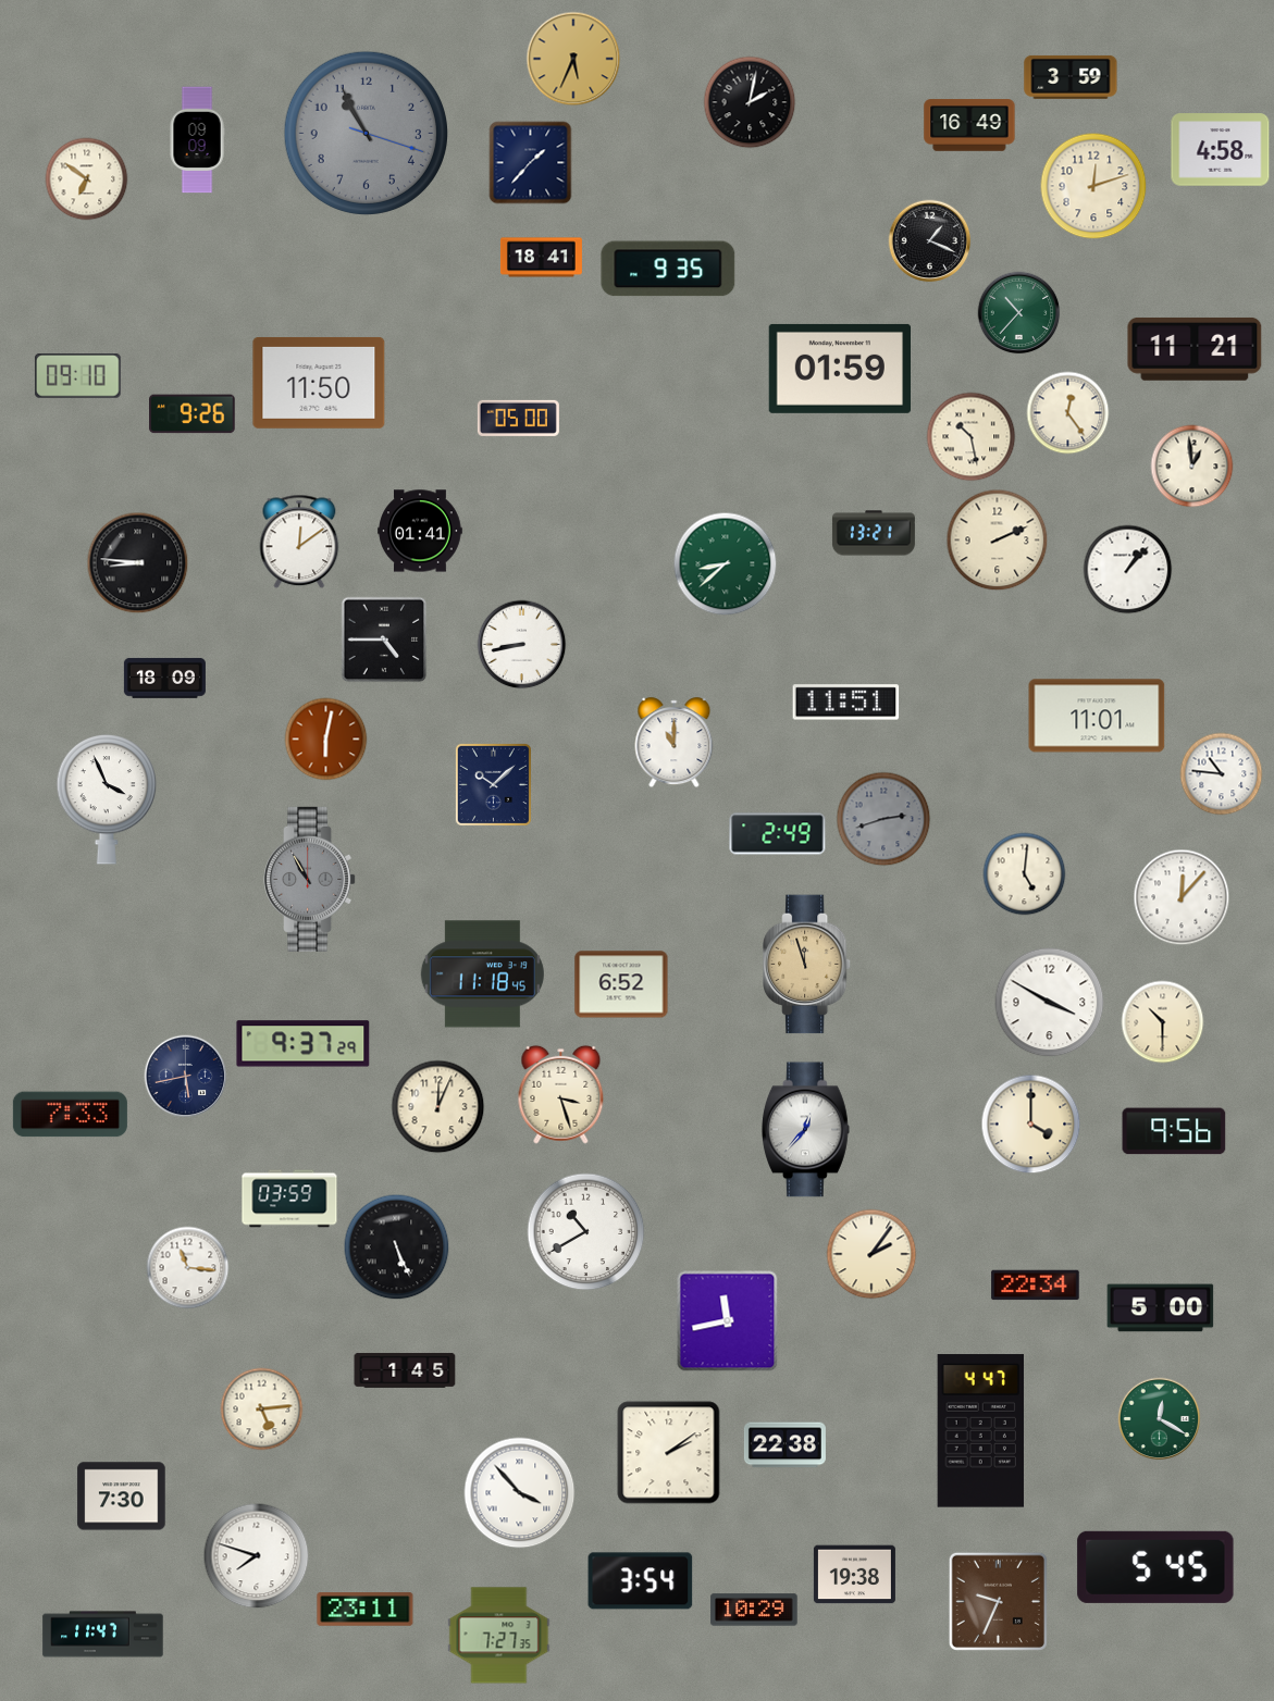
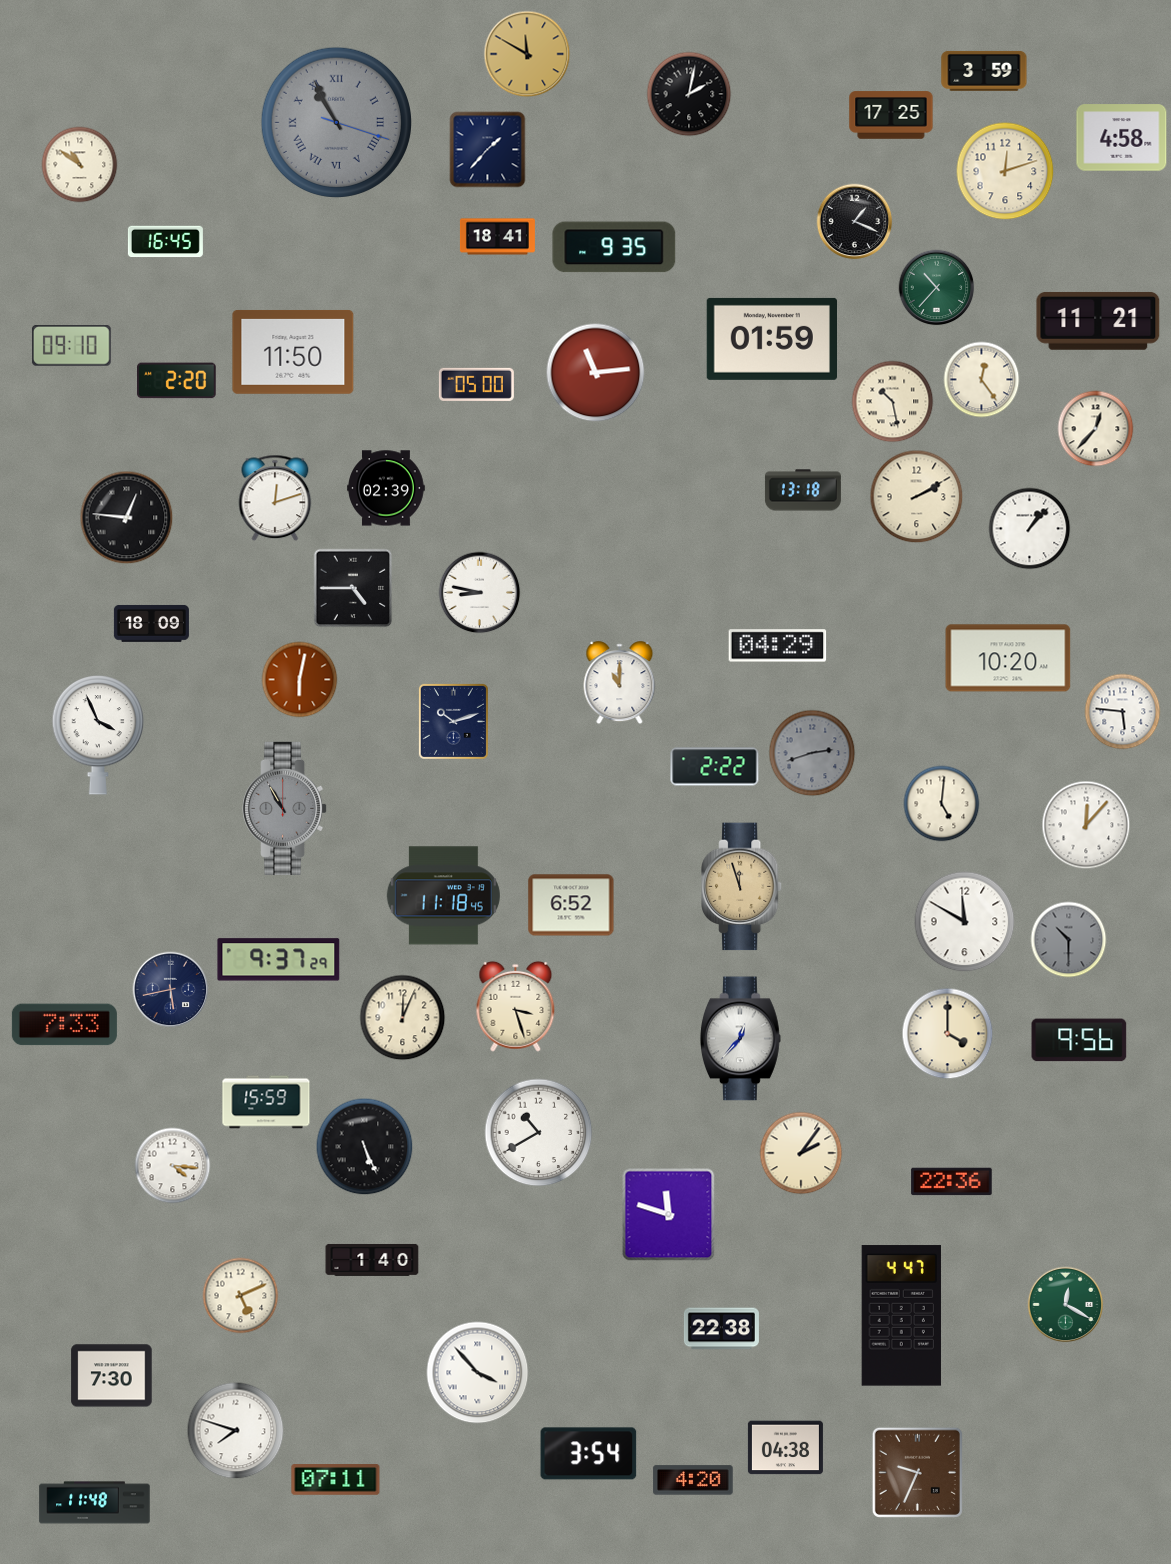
clock at (573, 59): 5:34 -> 11:50
clock at (969, 125): 16:49 -> 17:25
clock at (366, 133) numerals: Arabic -> Roman
clock at (197, 140): 09:09 -> none
clock at (87, 179): 6:51 -> 10:51
clock at (165, 242): none -> 16:45
clock at (596, 373): none -> 11:14
clock at (193, 414): 9:26 -> 2:20
clock at (1192, 467): 12:59 -> 12:37
clock at (420, 531): 01:41 -> 02:39
clock at (874, 533): 13:21 -> 13:18
clock at (998, 541): 2:11 -> 2:10
clock at (299, 542): 12:09 -> 12:12
clock at (138, 563): 8:46 -> 12:46
clock at (726, 564): 8:38 -> none
clock at (1128, 570) position: (1128, 570) -> (1030, 529)
clock at (522, 645): 8:43 -> 8:47
clock at (846, 703): 11:51 -> 04:29
clock at (1097, 716): 11:01 -> 10:20
clock at (1222, 774): 10:46 -> 5:46
clock at (493, 784): 10:08 -> 10:12
clock at (778, 834): 2:49 -> 2:22
clock at (1050, 1003): 3:50 -> 11:50
clock at (1163, 1022) dial: cream -> grey
clock at (289, 1199): 03:59 -> 15:59
clock at (188, 1268): 11:16 -> 4:16
clock at (1036, 1286): 22:34 -> 22:36
clock at (1161, 1308): 5:00 -> none
clock at (728, 1321): 11:43 -> 11:48
clock at (405, 1370): 1:45 -> 1:40
clock at (262, 1410): 5:14 -> 5:11
clock at (669, 1453): 2:09 -> none
clock at (1155, 1567): 5:45 -> none
clock at (854, 1575): 19:38 -> 04:38
clock at (366, 1610): 23:11 -> 07:11
clock at (754, 1610): 10:29 -> 4:20
clock at (103, 1635): 11:47 -> 11:48
clock at (499, 1636): 7:27 -> none
